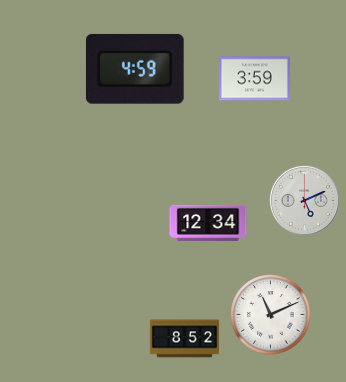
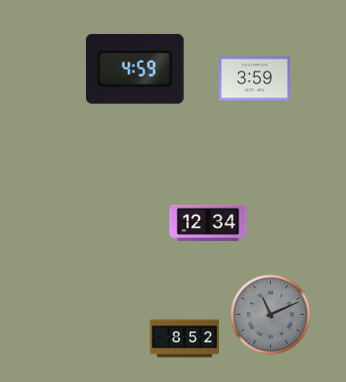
clock at (304, 200): 5:11 -> none
clock at (271, 315) dial: white -> grey
